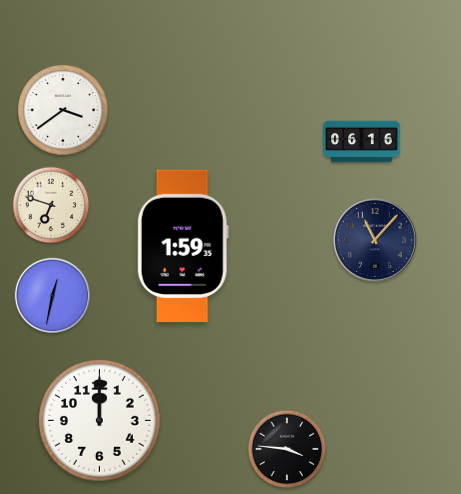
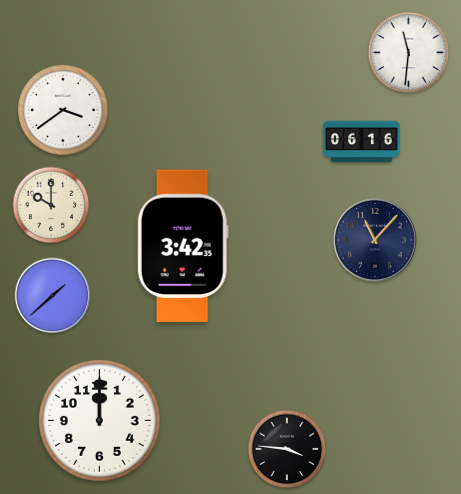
clock at (409, 53): none -> 11:31
clock at (51, 205): 6:48 -> 10:00
clock at (183, 246): 1:59 -> 3:42
clock at (53, 296): 12:32 -> 1:38
